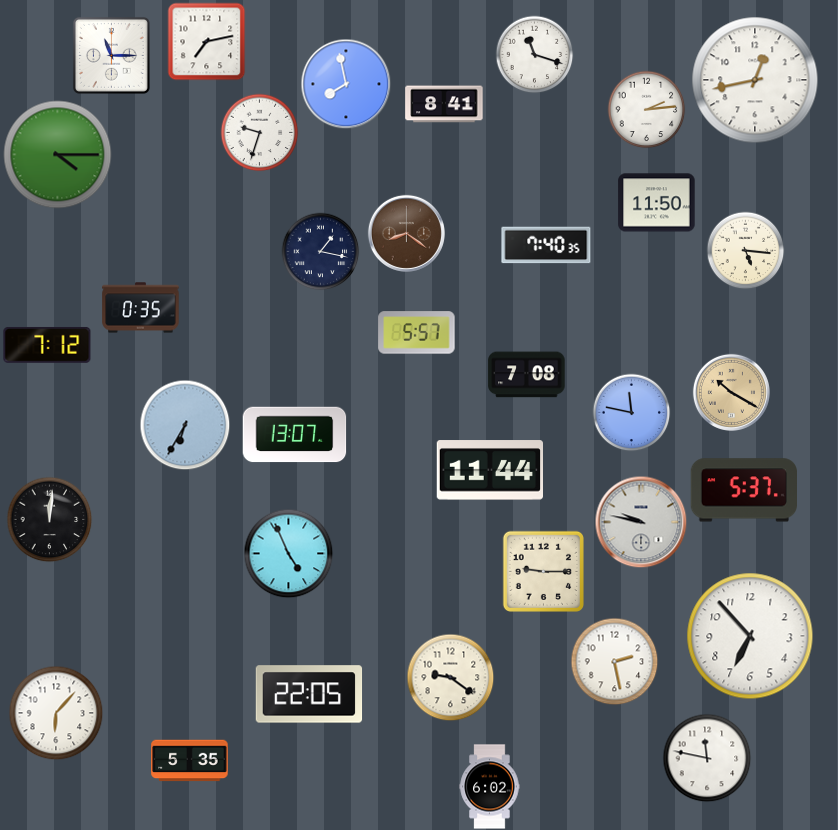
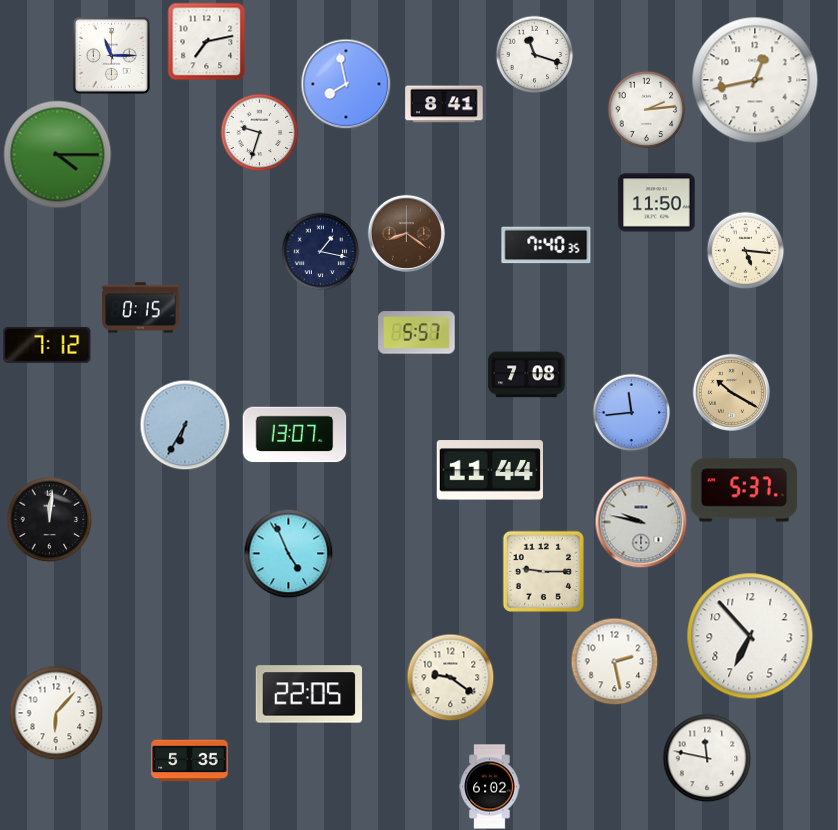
clock at (141, 308): 0:35 -> 0:15
clock at (631, 412): 11:47 -> 11:44
